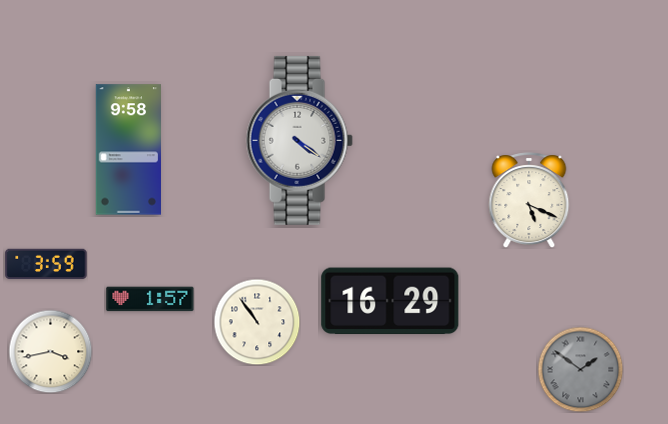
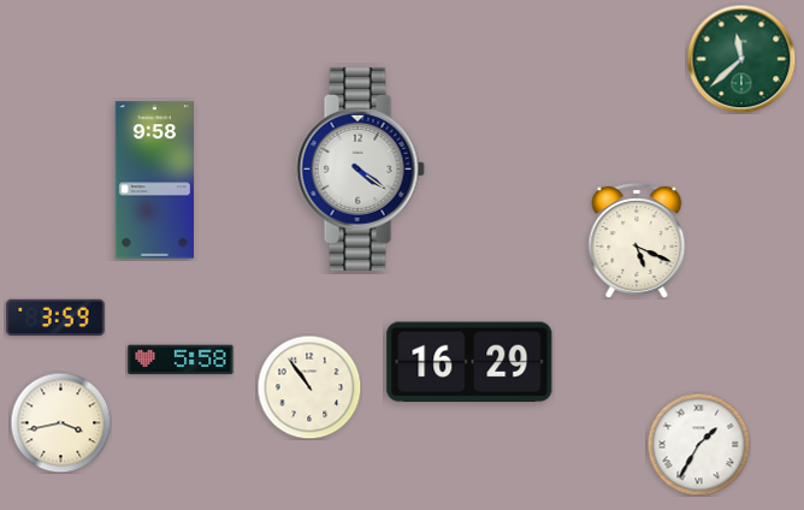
clock at (741, 59): none -> 11:38
clock at (150, 299): 1:57 -> 5:58
clock at (580, 369): 1:51 -> 1:35
clock at (580, 369) dial: grey -> white
